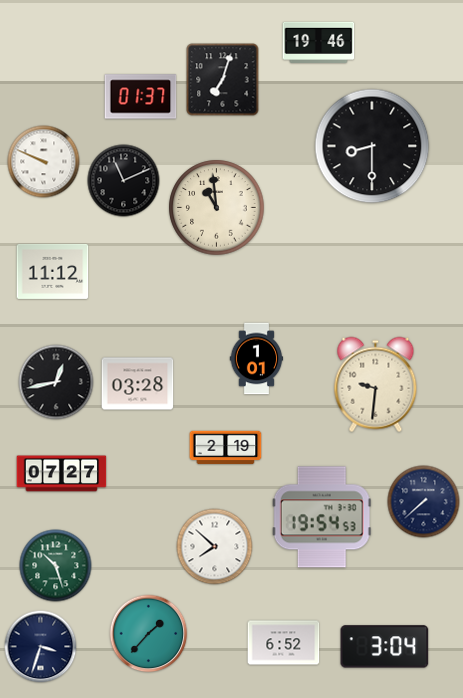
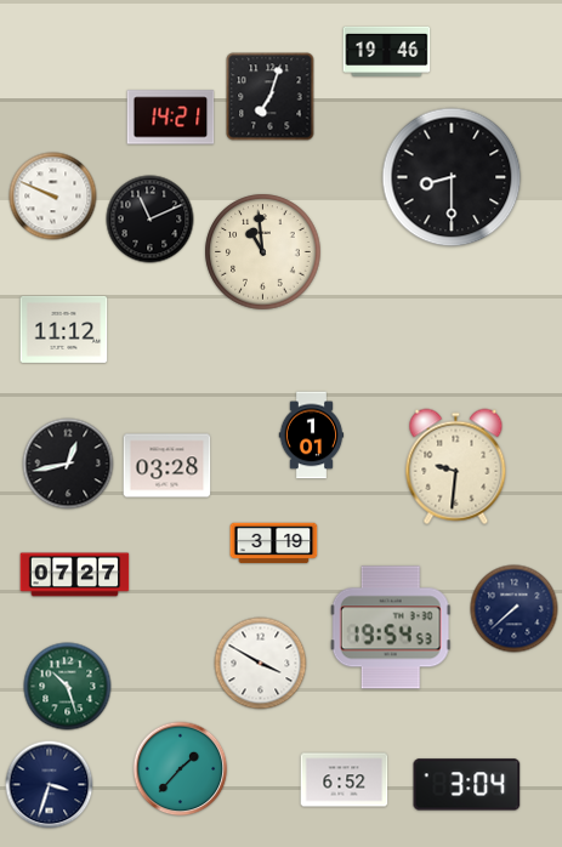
clock at (141, 97): 01:37 -> 14:21
clock at (226, 448): 2:19 -> 3:19
clock at (215, 547): 7:52 -> 3:50
